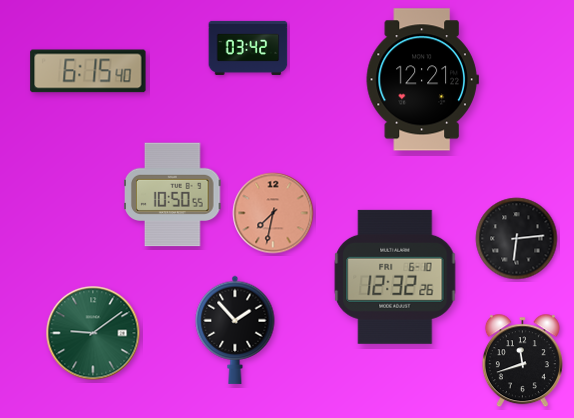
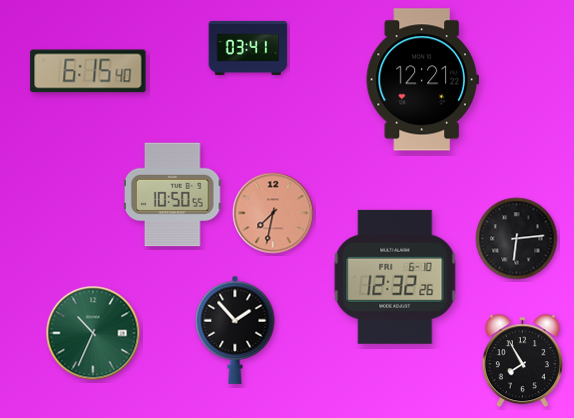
clock at (248, 48): 03:42 -> 03:41
clock at (93, 333): 9:09 -> 10:34
clock at (522, 361): 11:42 -> 7:55
